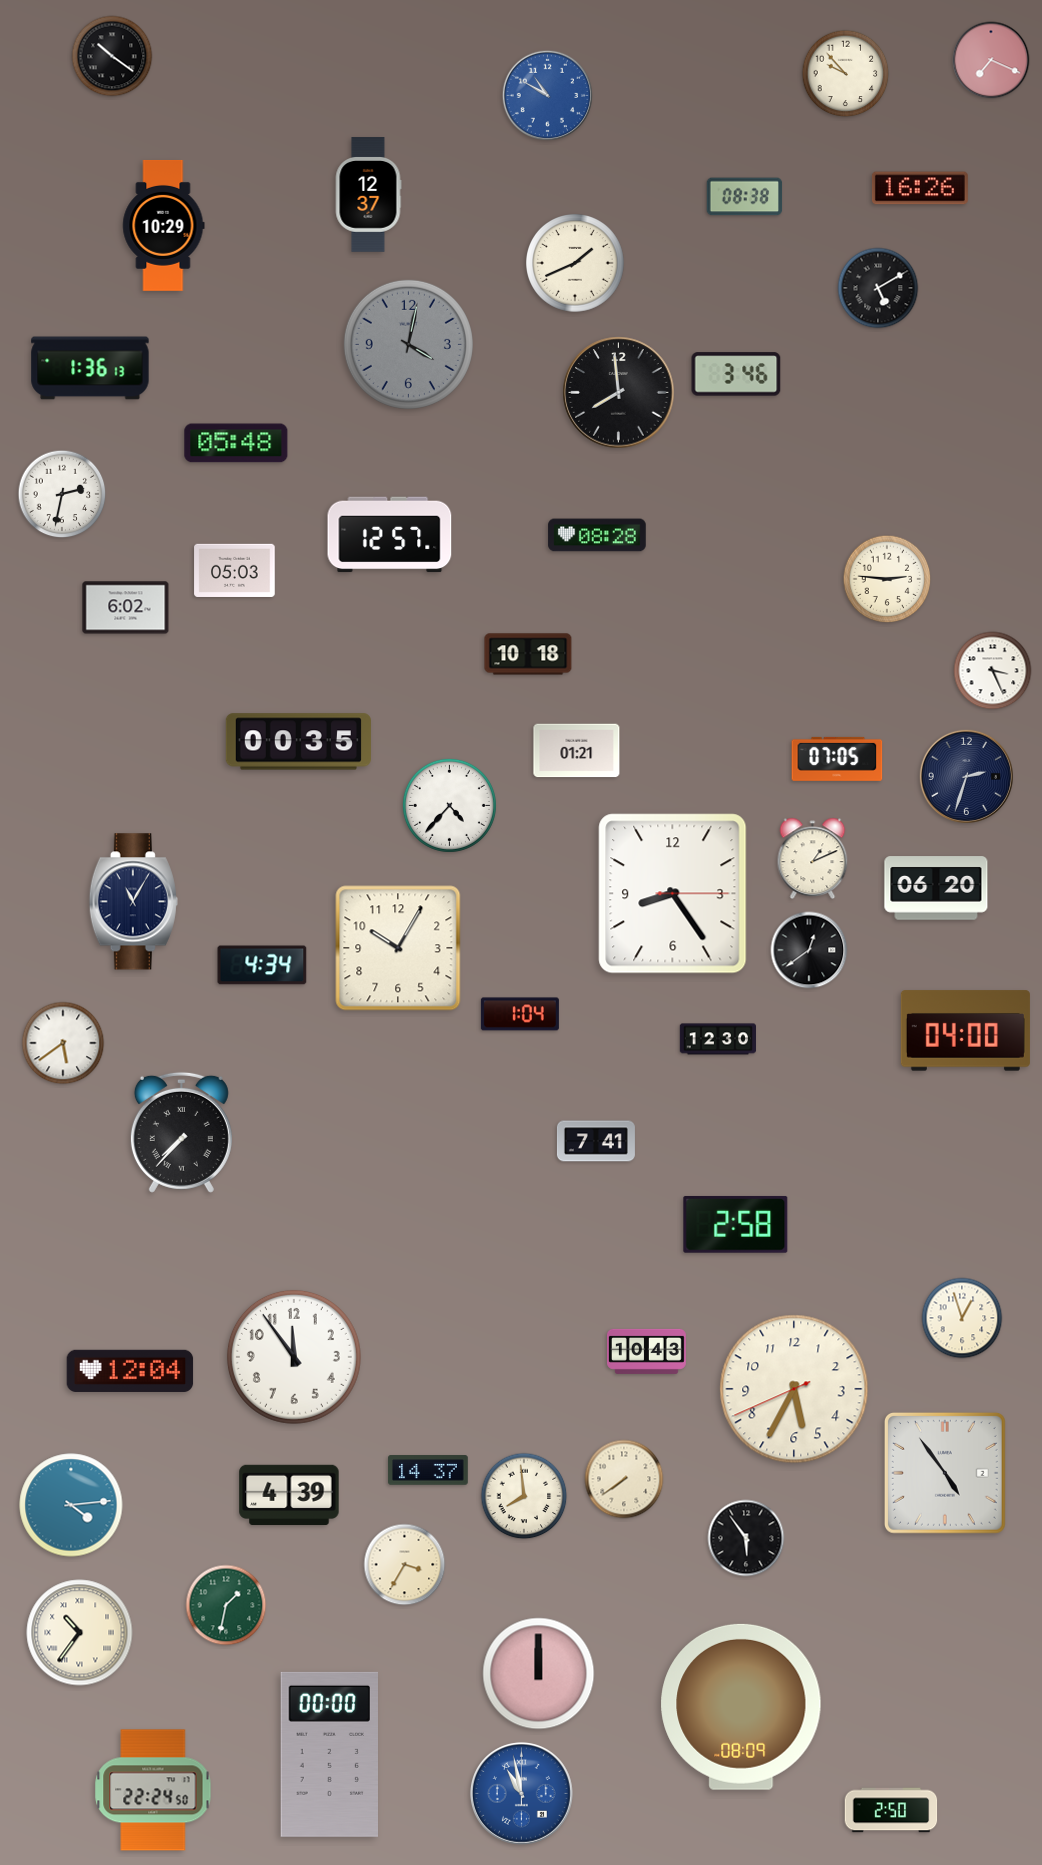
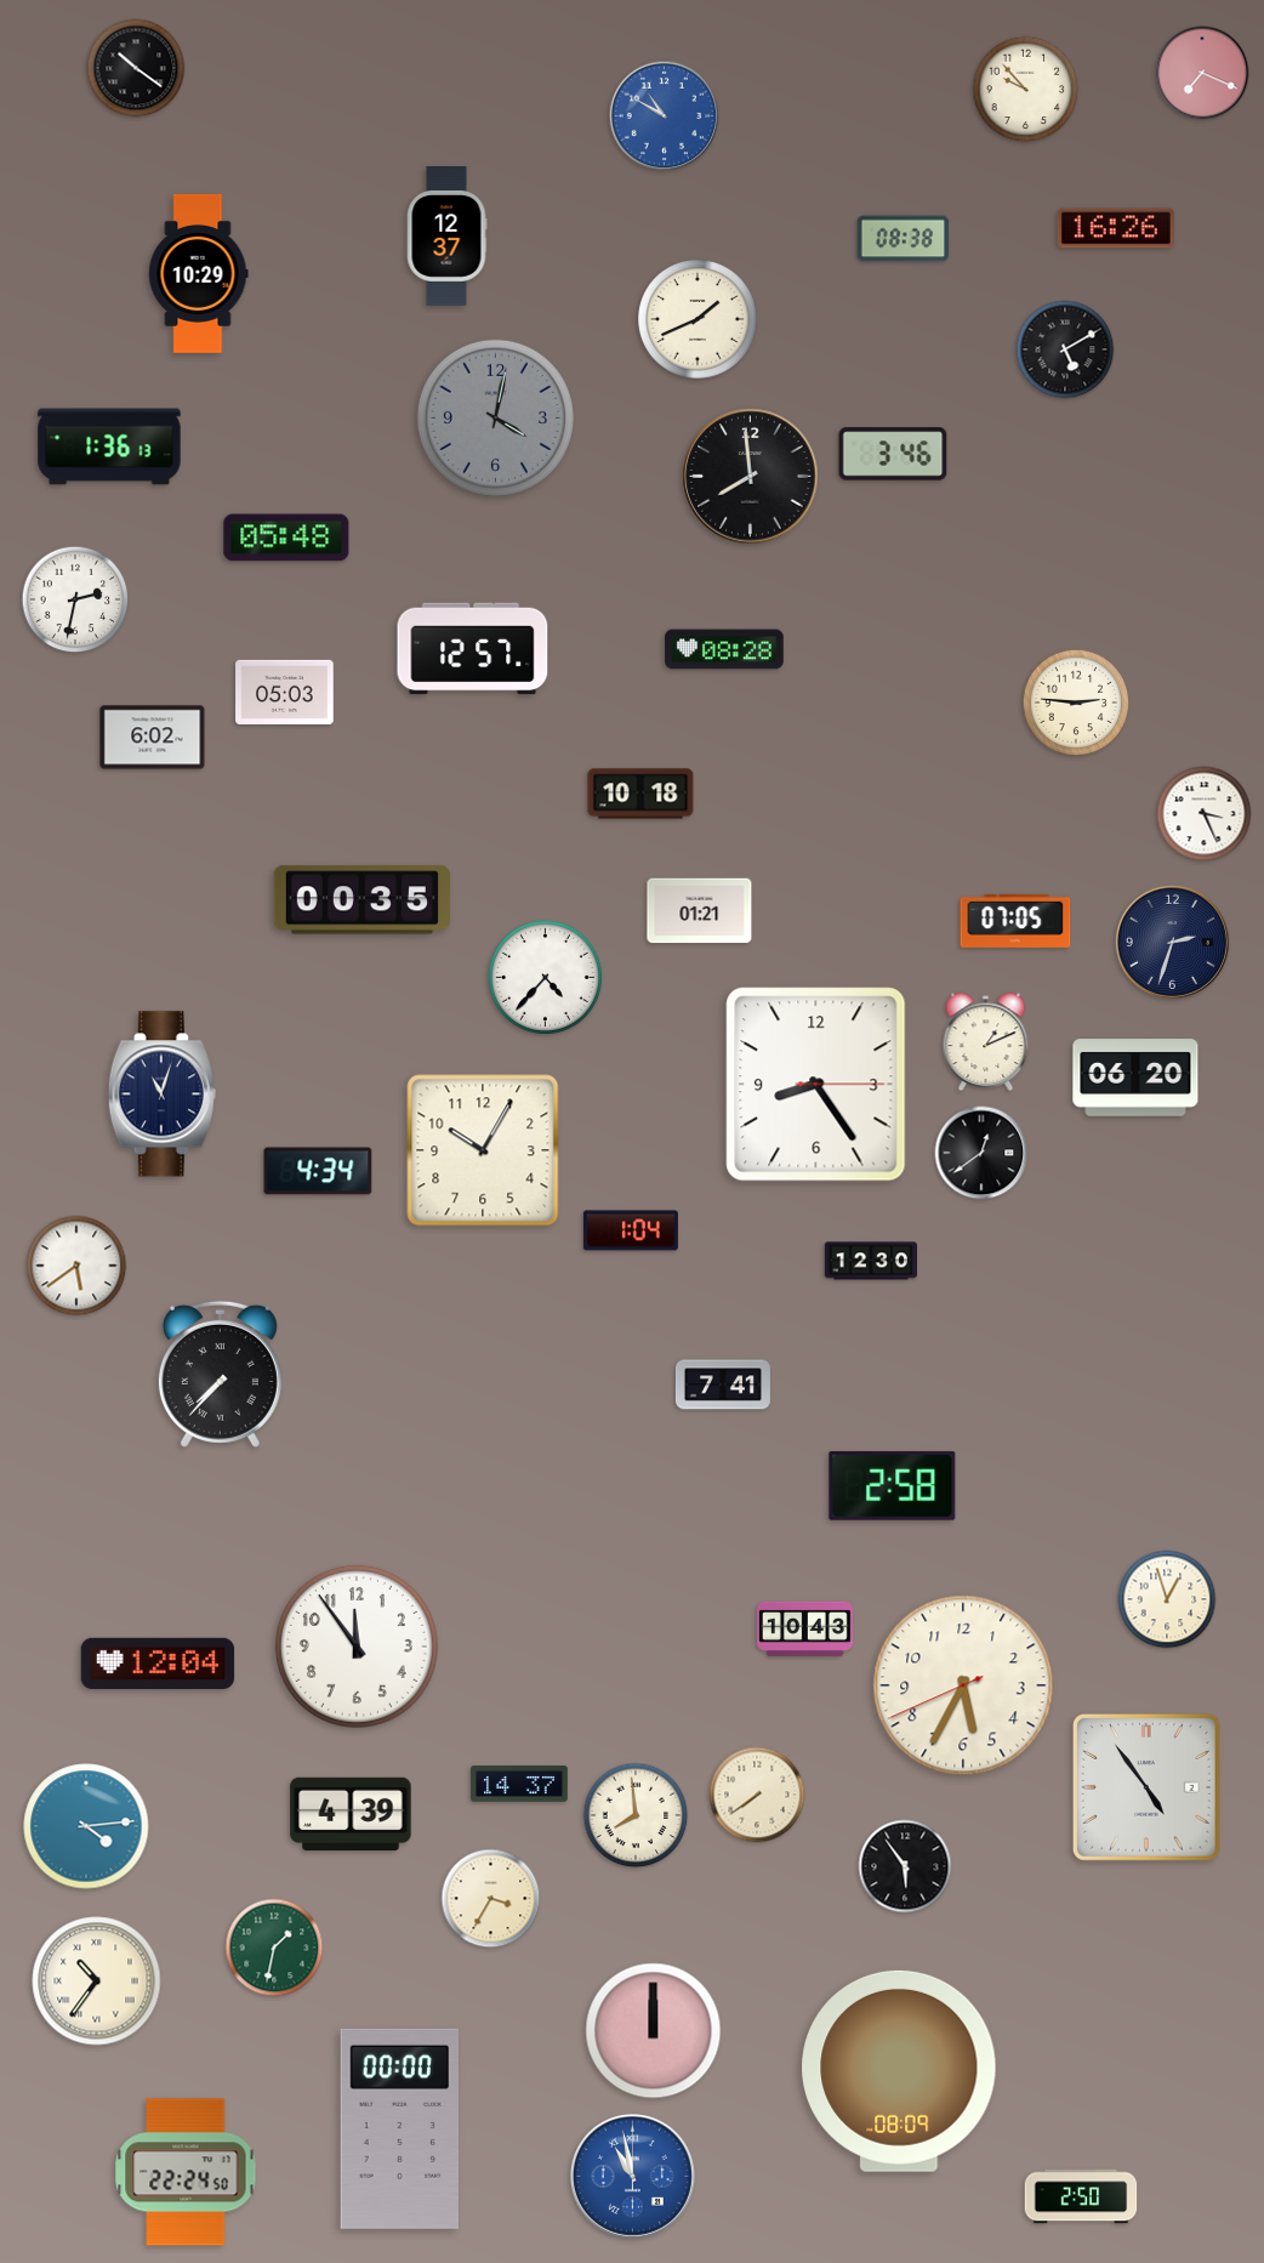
clock at (133, 902): 11:05 -> 11:03
clock at (965, 1031): 04:00 -> none
clock at (646, 1351) position: (646, 1351) -> (804, 1628)
